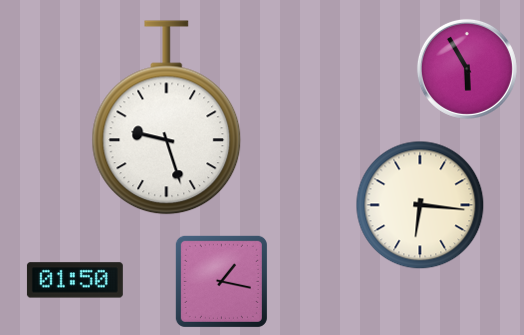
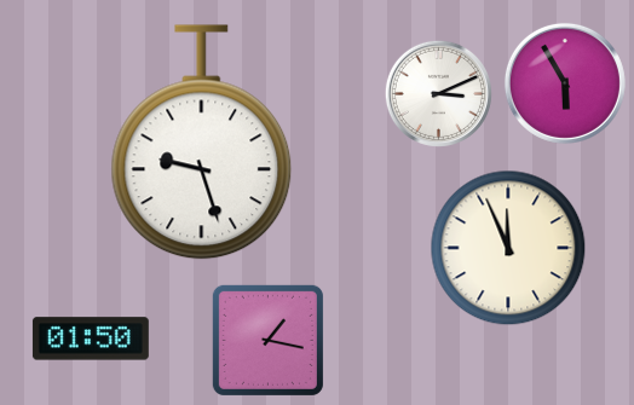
clock at (438, 93): none -> 3:11
clock at (420, 205): 6:16 -> 11:56
